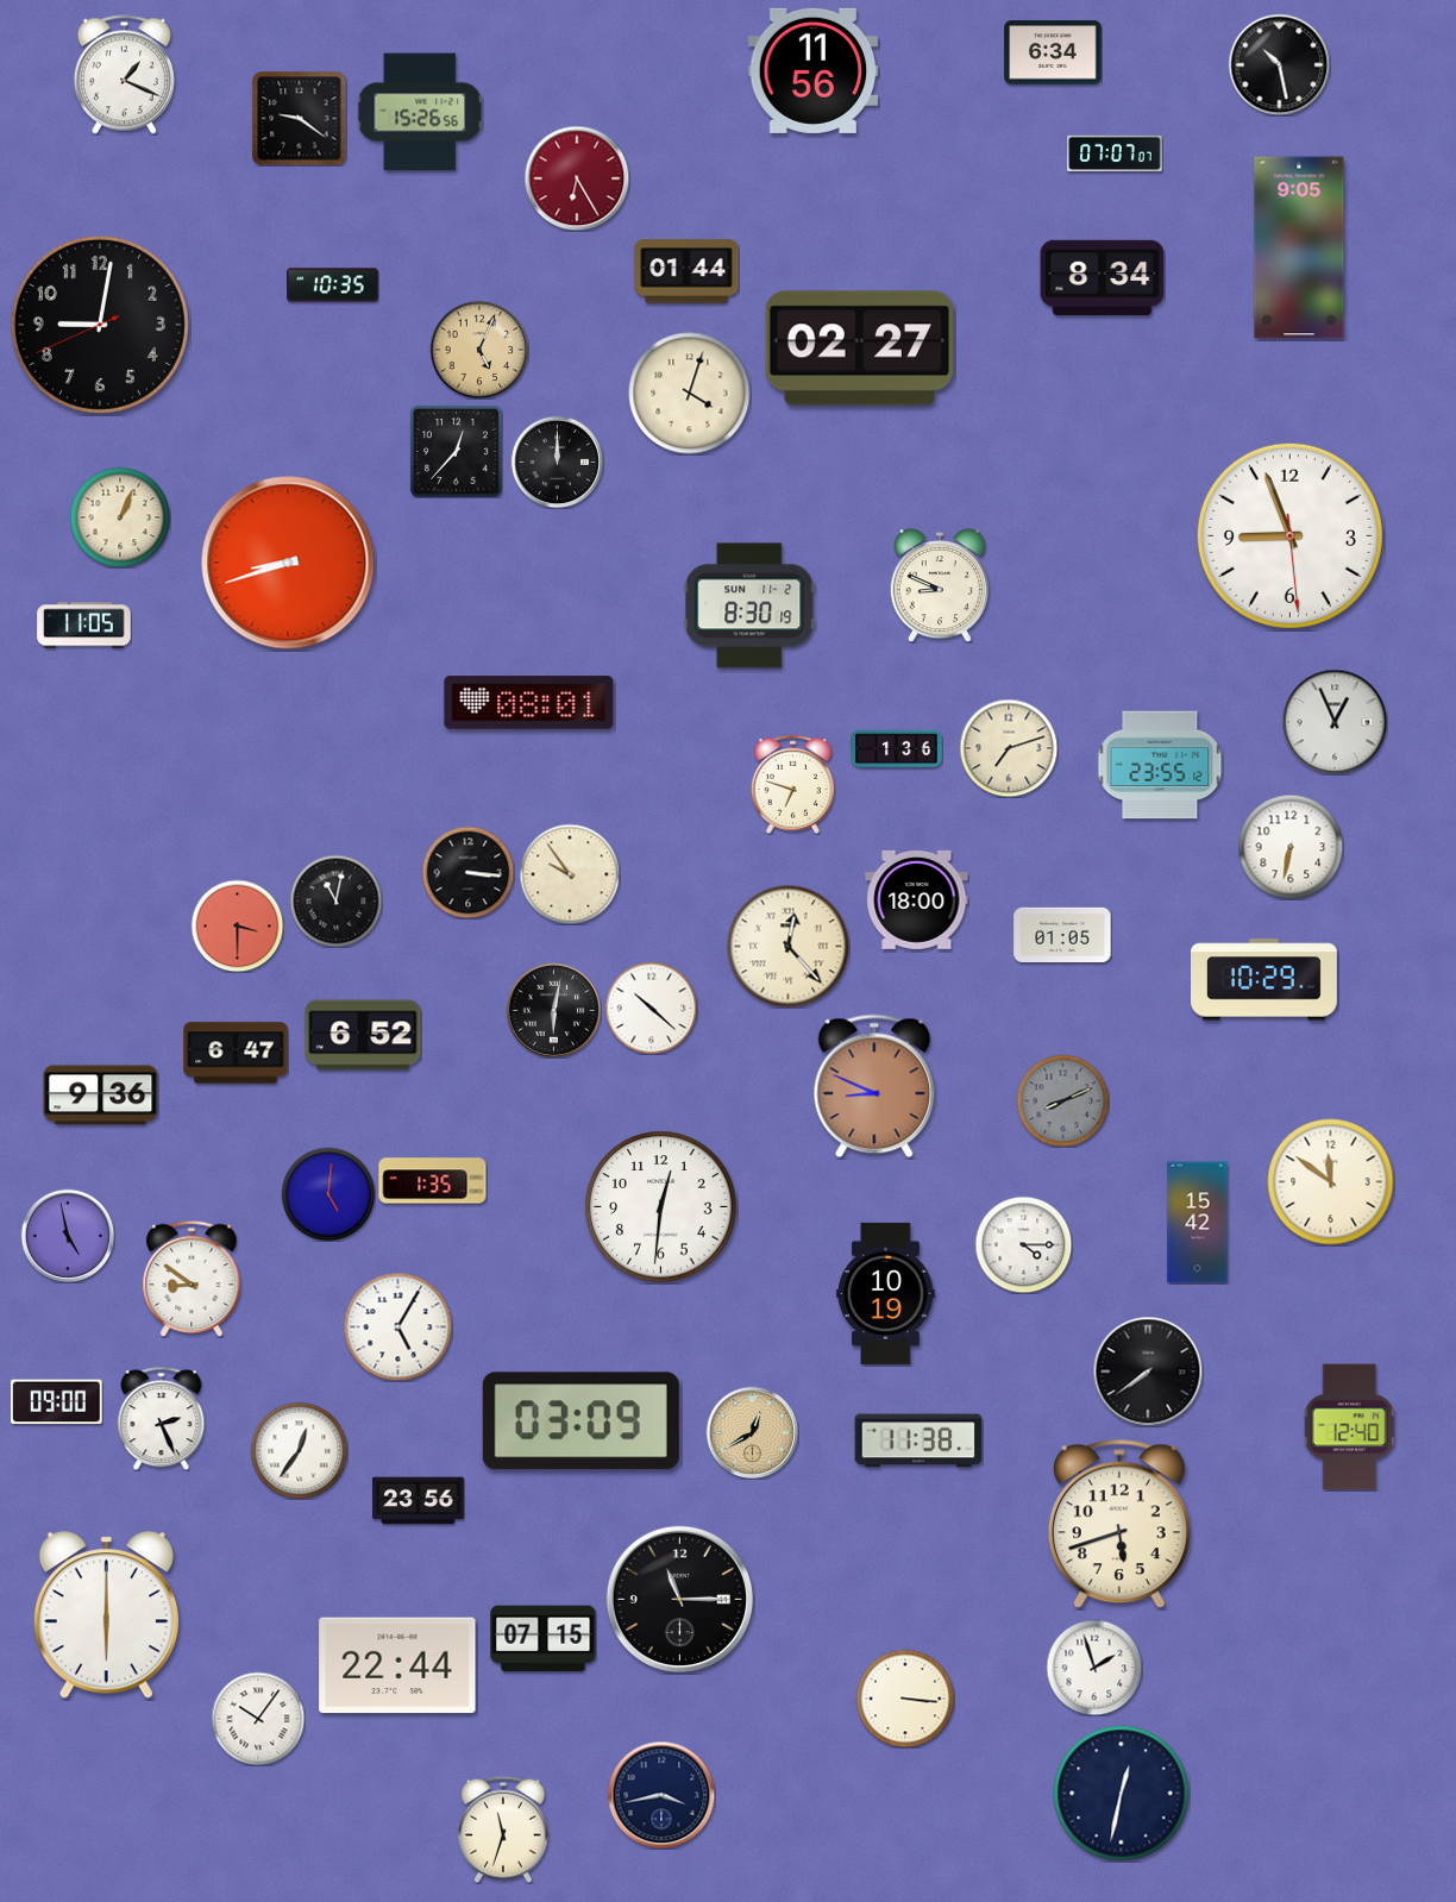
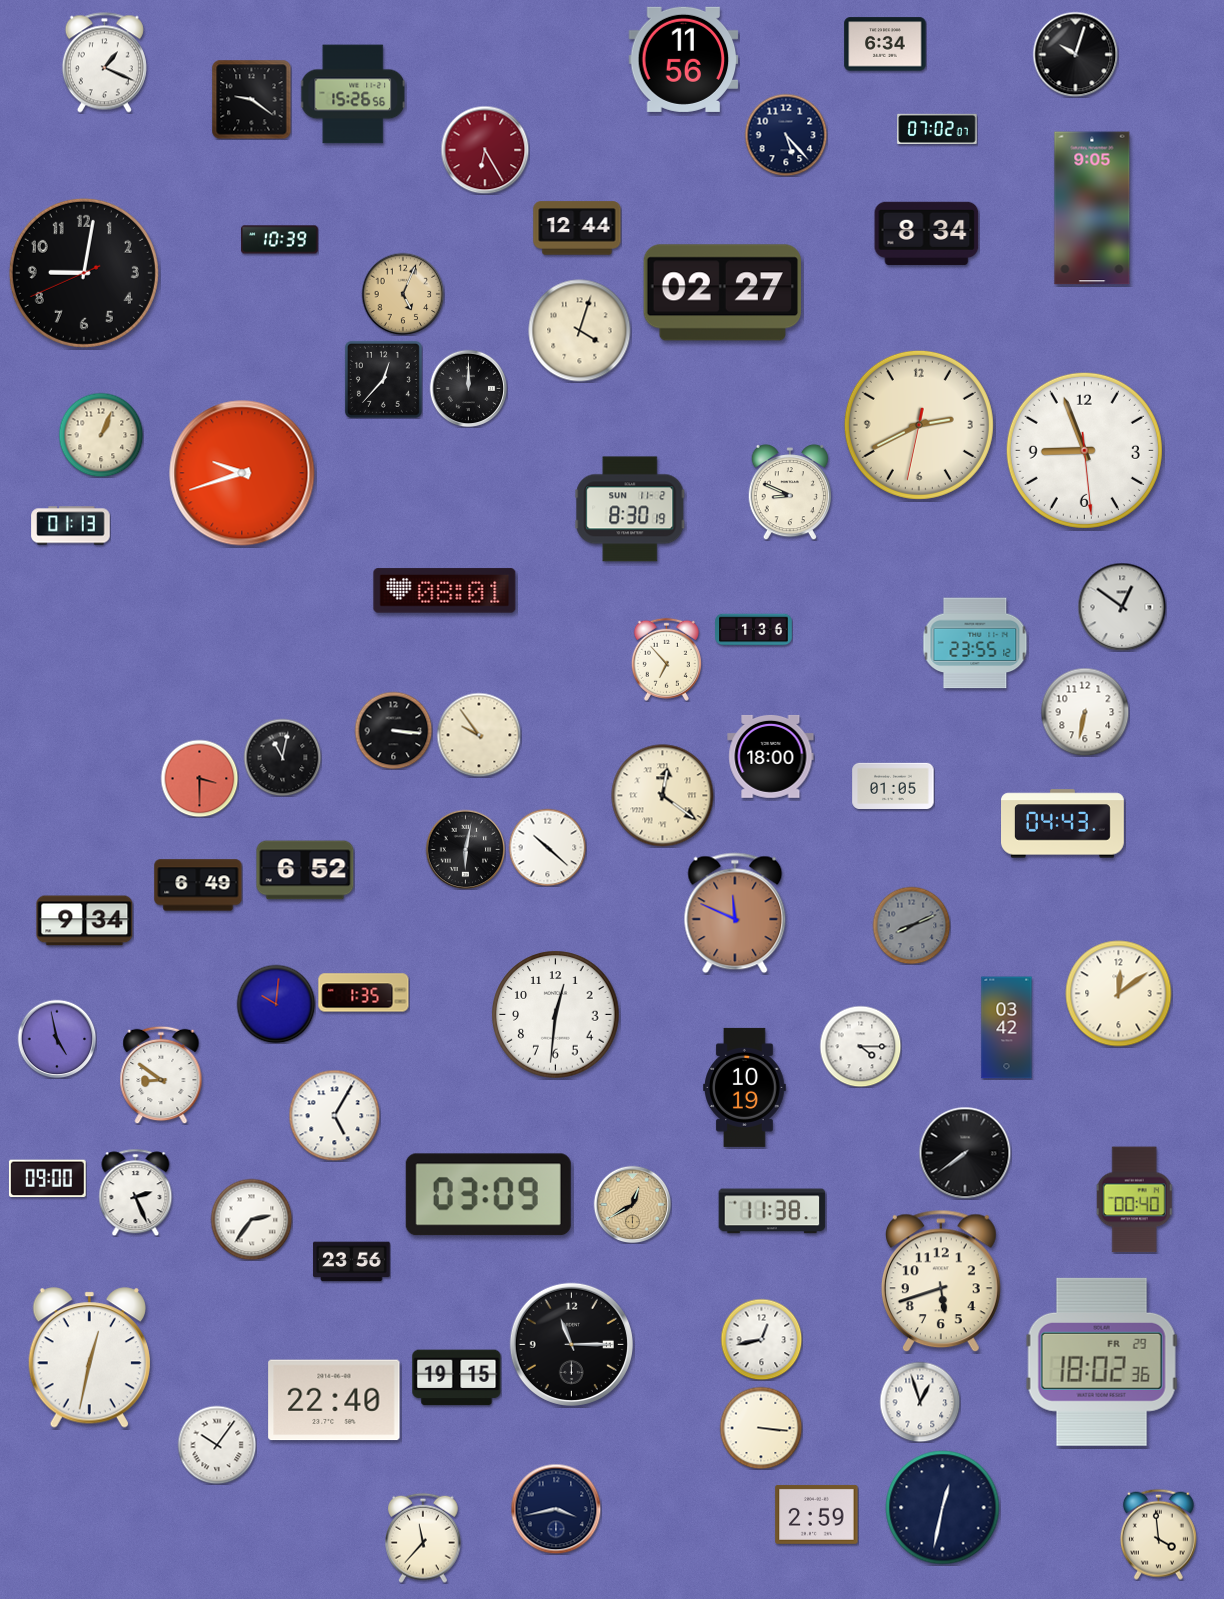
clock at (1279, 64): 10:28 -> 10:03
clock at (1115, 152): 07:07 -> 07:02
clock at (786, 135): none -> 5:23
clock at (686, 271): 01:44 -> 12:44
clock at (333, 285): 10:35 -> 10:39
clock at (919, 425): none -> 2:40
clock at (288, 563): 8:42 -> 9:42
clock at (84, 626): 11:05 -> 01:13
clock at (1335, 722): 12:56 -> 12:51
clock at (1009, 748): 7:12 -> none
clock at (792, 784): 6:48 -> 6:53
clock at (467, 872) position: (467, 872) -> (393, 730)
clock at (789, 947): 12:23 -> 12:21
clock at (1264, 980): 10:29 -> 04:43
clock at (236, 1053): 6:47 -> 6:49
clock at (874, 1086): 8:49 -> 11:49
clock at (101, 1096): 9:36 -> 9:34
clock at (1062, 1100) position: (1062, 1100) -> (911, 925)
clock at (1331, 1182): 11:51 -> 12:09
clock at (328, 1194): 5:01 -> 10:01
clock at (1198, 1223): 15:42 -> 03:42
clock at (1349, 1427): 12:40 -> 00:40
clock at (299, 1450): 12:36 -> 2:36
clock at (761, 1339): none -> 12:43
clock at (106, 1615): 6:00 -> 12:32
clock at (1102, 1362): none -> 18:02
clock at (544, 1639): 07:15 -> 19:15
clock at (397, 1665): 22:44 -> 22:40
clock at (1094, 1668): 1:57 -> 12:57
clock at (817, 1514): none -> 2:59
clock at (1158, 1534): none -> 3:59
clock at (504, 1829): 11:33 -> 11:37
